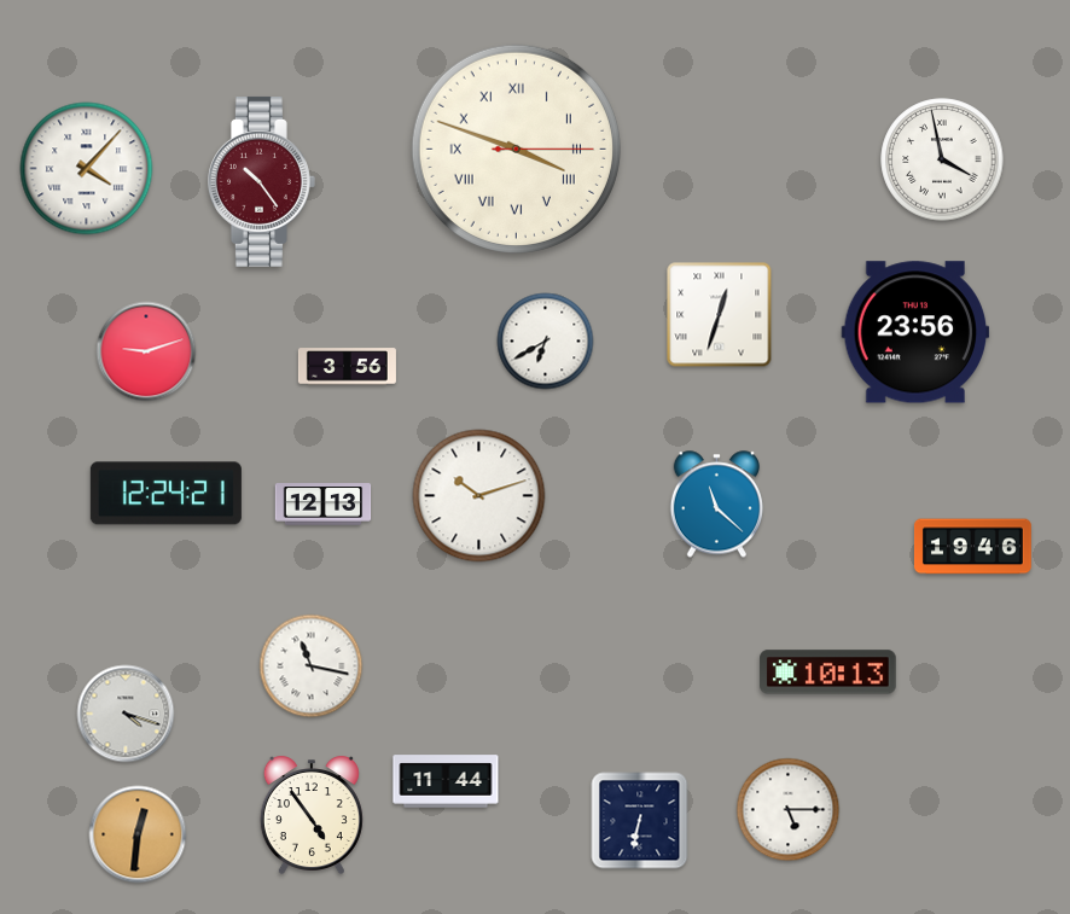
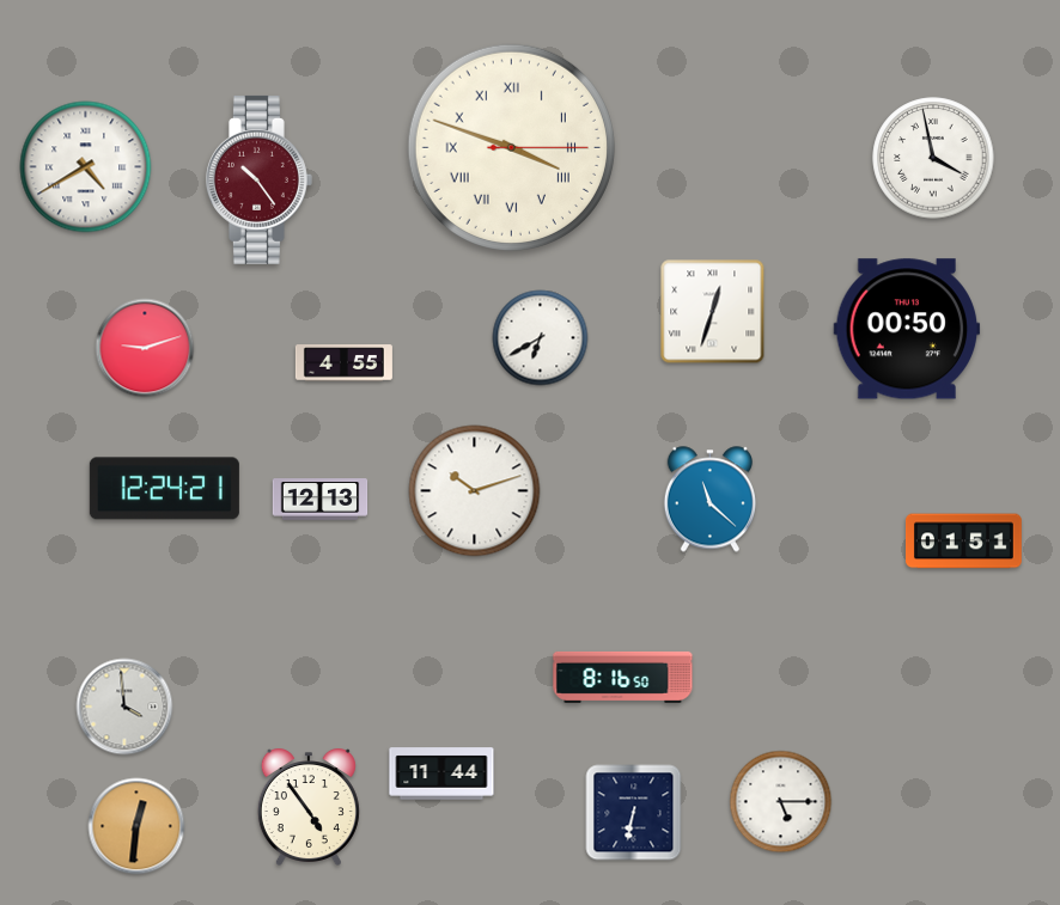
clock at (87, 169): 4:07 -> 4:40
clock at (915, 332): 23:56 -> 00:50
clock at (347, 367): 3:56 -> 4:55
clock at (972, 547): 19:46 -> 01:51
clock at (312, 666): 11:17 -> none
clock at (828, 673): 10:13 -> none
clock at (623, 677): none -> 8:16
clock at (126, 714): 4:18 -> 3:59
